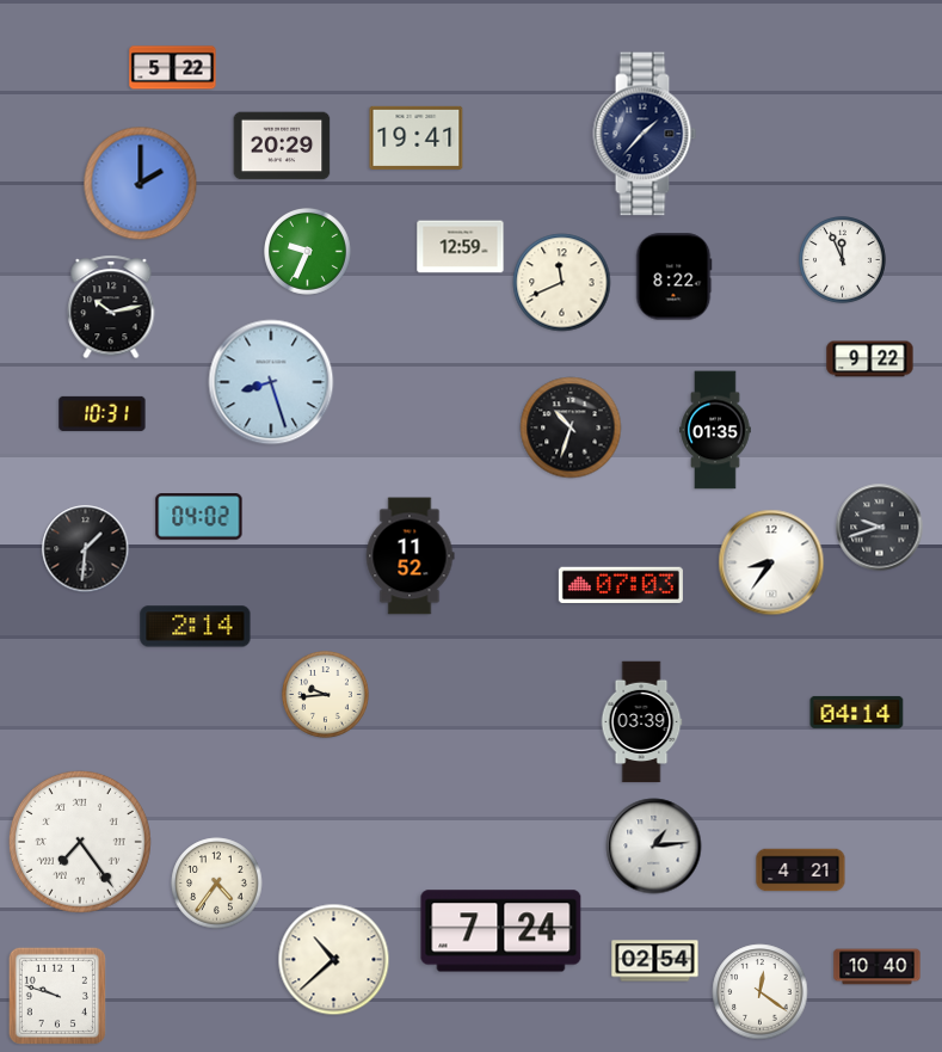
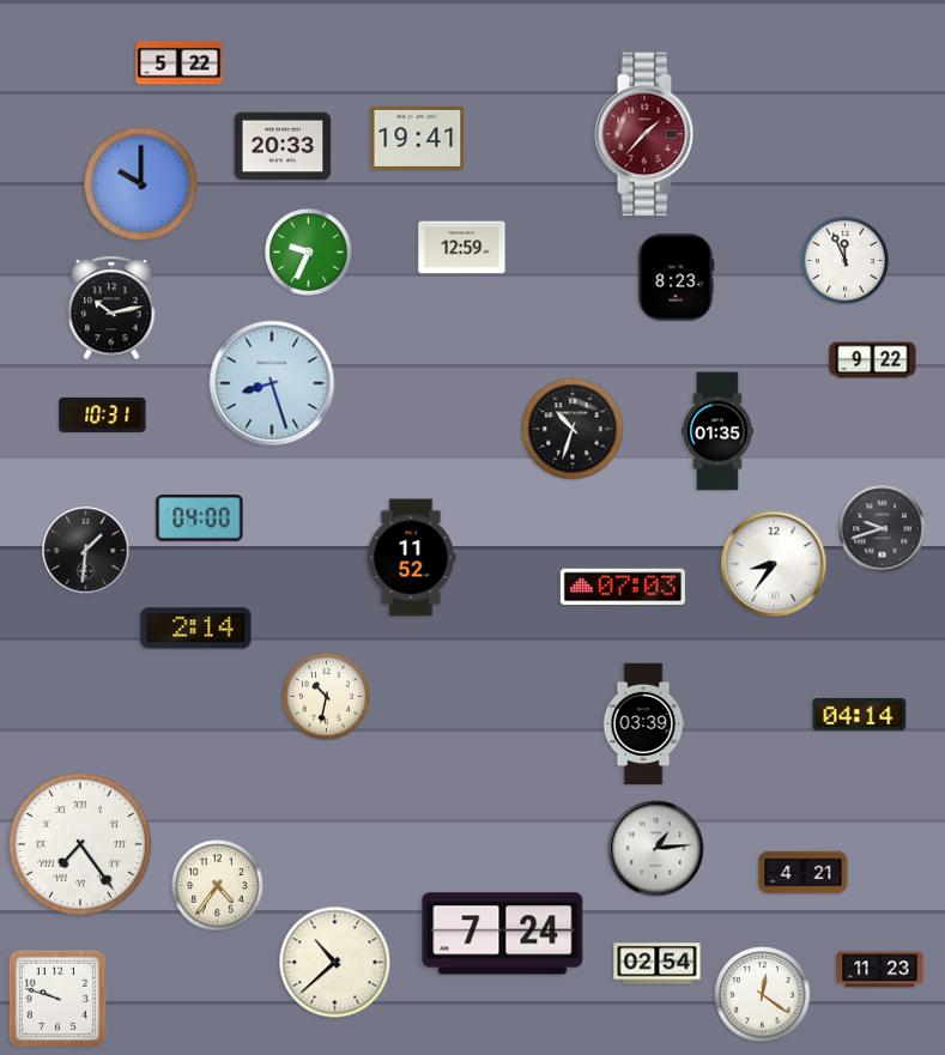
clock at (173, 68) position: (173, 68) -> (180, 63)
clock at (645, 134) dial: navy -> burgundy
clock at (282, 146): 20:29 -> 20:33
clock at (141, 184): 2:00 -> 10:00
clock at (673, 277): 8:22 -> 8:23
clock at (562, 283): 11:41 -> none
clock at (199, 517): 04:02 -> 04:00
clock at (326, 695): 9:44 -> 10:32
clock at (878, 967): 10:40 -> 11:23
